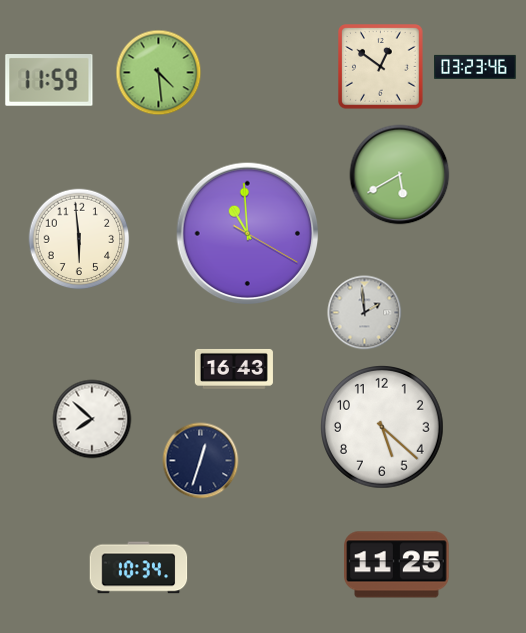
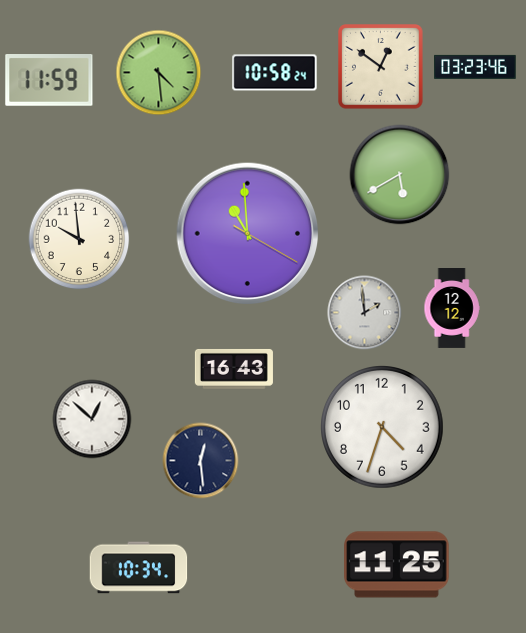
clock at (275, 73): none -> 10:58
clock at (79, 239): 5:59 -> 9:59
clock at (452, 309): none -> 12:12
clock at (92, 419): 7:52 -> 12:52
clock at (383, 428): 5:22 -> 4:33
clock at (201, 461): 12:33 -> 12:29
